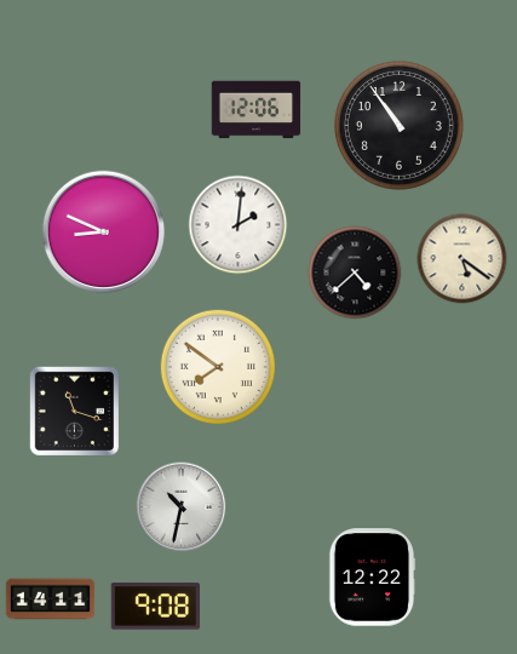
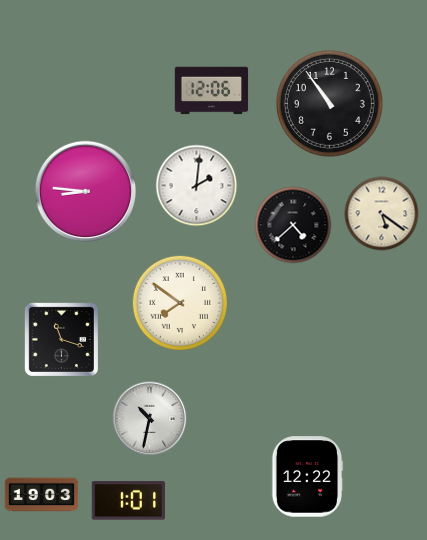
clock at (103, 231): 8:49 -> 8:46
clock at (51, 599): 14:11 -> 19:03
clock at (155, 607): 9:08 -> 1:01
